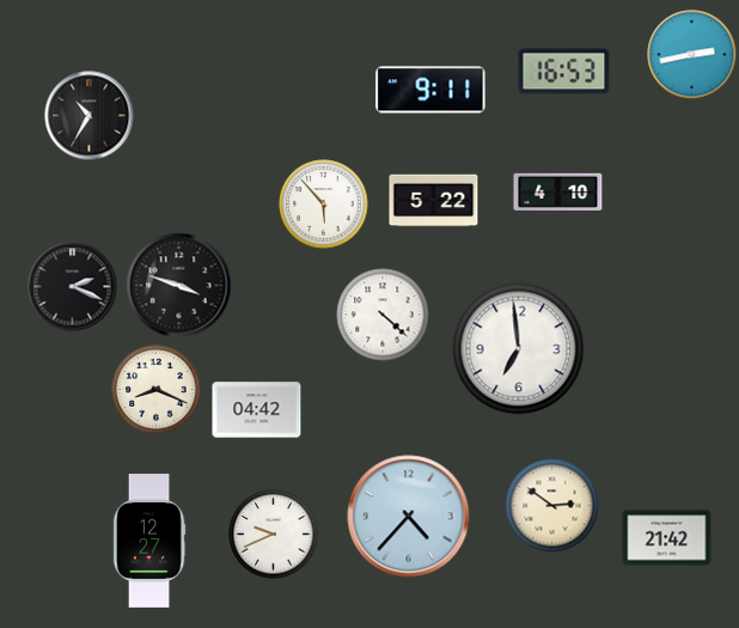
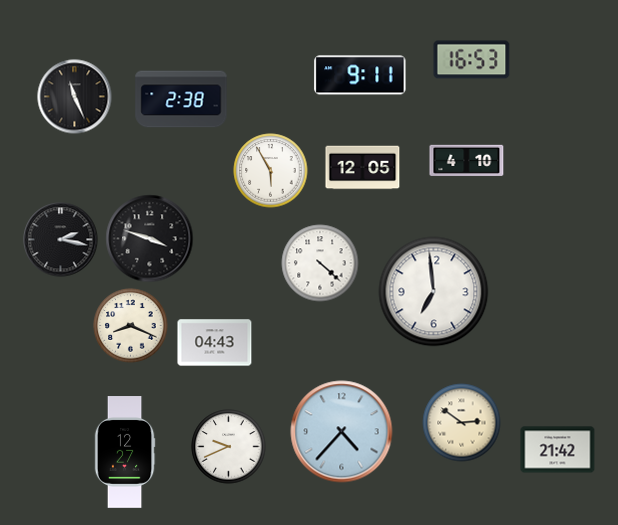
clock at (692, 55): 2:43 -> none
clock at (90, 116): 10:35 -> 11:26
clock at (181, 99): none -> 2:38
clock at (434, 201): 5:22 -> 12:05
clock at (324, 205): 5:53 -> 5:55
clock at (73, 287): 2:19 -> 2:17
clock at (257, 410): 04:42 -> 04:43
